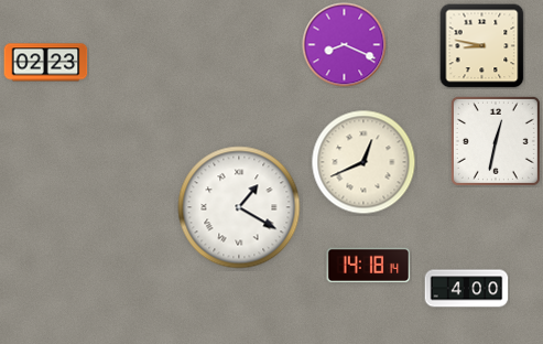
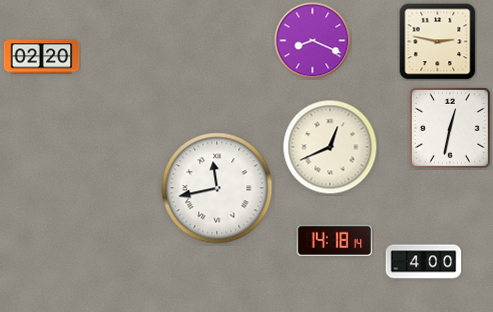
clock at (482, 46): 8:47 -> 2:47
clock at (46, 63): 02:23 -> 02:20
clock at (239, 207): 1:20 -> 11:43
